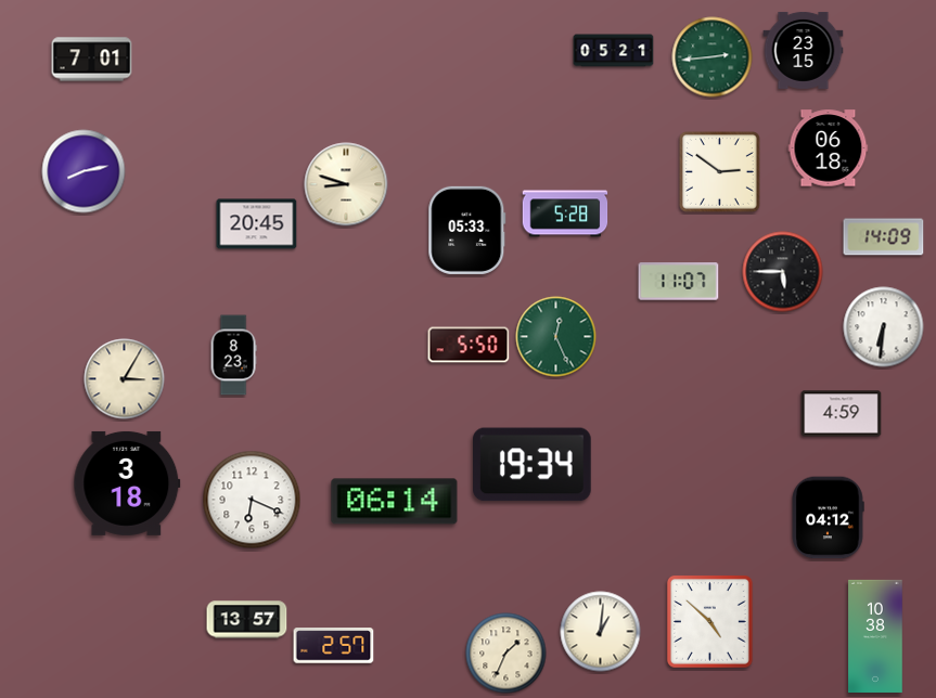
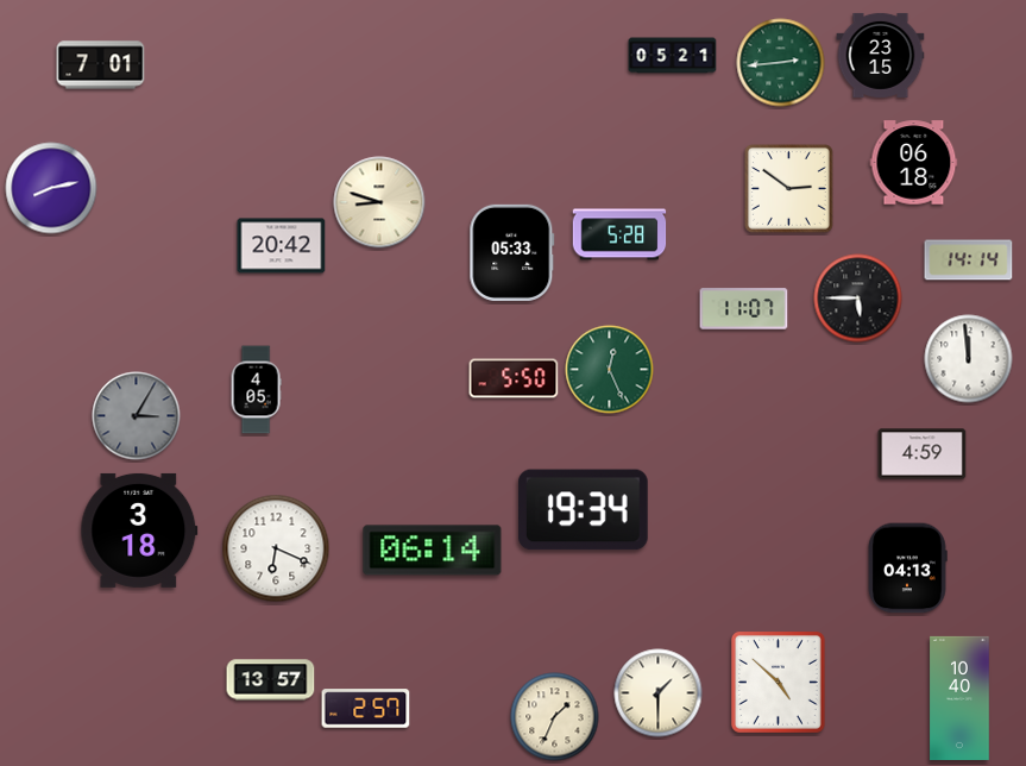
clock at (829, 148) position: (829, 148) -> (914, 163)
clock at (84, 171) position: (84, 171) -> (51, 188)
clock at (257, 224): 20:45 -> 20:42
clock at (884, 237): 14:09 -> 14:14
clock at (884, 327): 6:31 -> 11:59
clock at (233, 356): 8:23 -> 4:05
clock at (125, 379) dial: cream -> grey
clock at (828, 518): 04:12 -> 04:13
clock at (601, 632): 1:01 -> 1:30
clock at (875, 636): 10:38 -> 10:40
